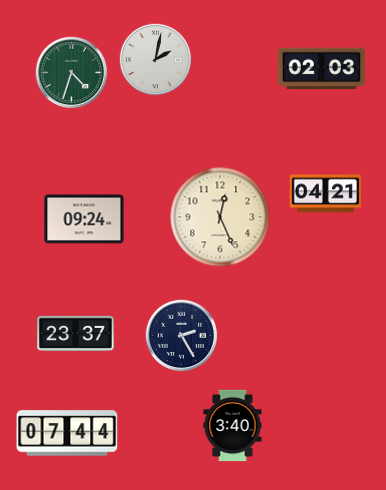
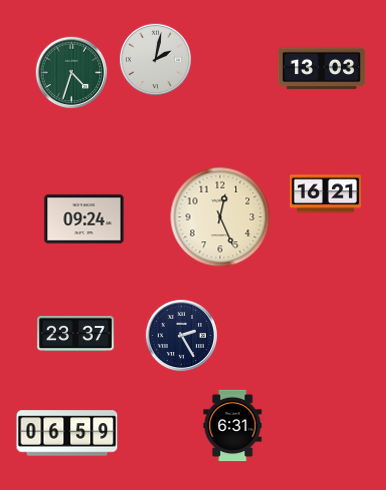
clock at (322, 69): 02:03 -> 13:03
clock at (326, 194): 04:21 -> 16:21
clock at (233, 426): 3:40 -> 6:31
clock at (67, 433): 07:44 -> 06:59
